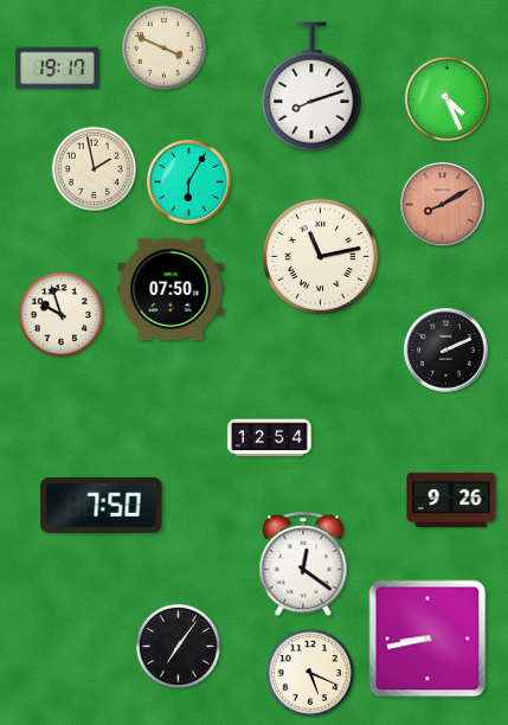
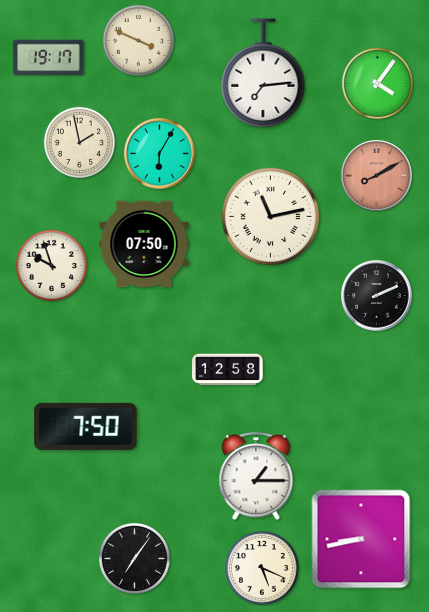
clock at (311, 86): 8:12 -> 7:14
clock at (446, 98): 4:26 -> 4:06
clock at (443, 205) position: (443, 205) -> (377, 176)
clock at (270, 438): 12:54 -> 12:58
clock at (451, 500): 9:26 -> none
clock at (303, 565): 12:21 -> 1:15
clock at (178, 646) position: (178, 646) -> (134, 558)
